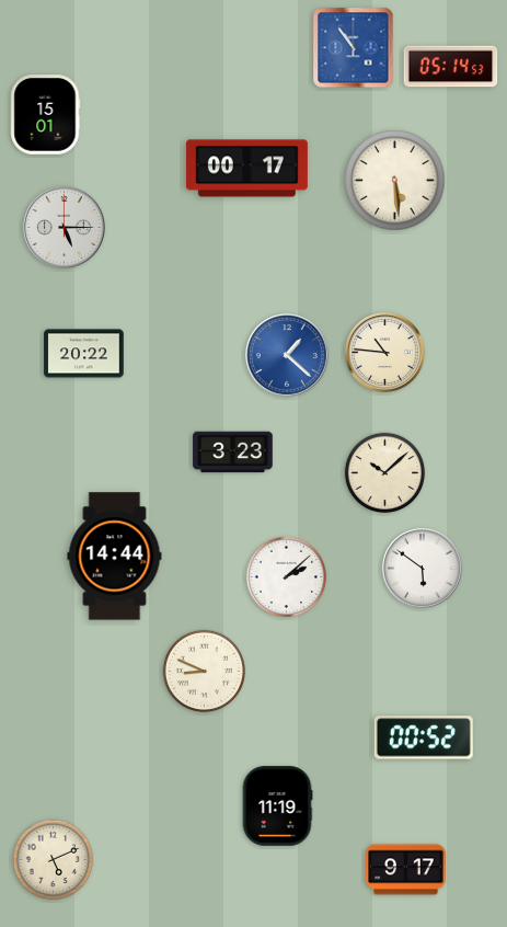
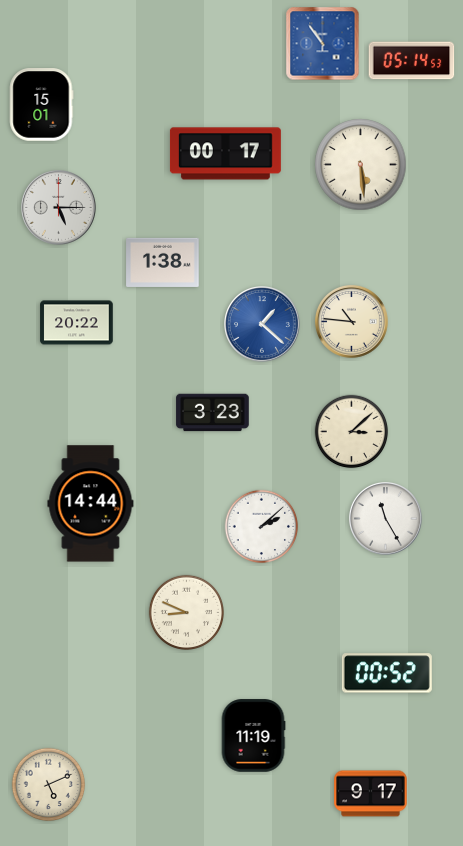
clock at (163, 262): none -> 1:38
clock at (385, 473): 10:08 -> 3:08
clock at (115, 557) position: (115, 557) -> (91, 504)
clock at (423, 568): 5:51 -> 11:25
